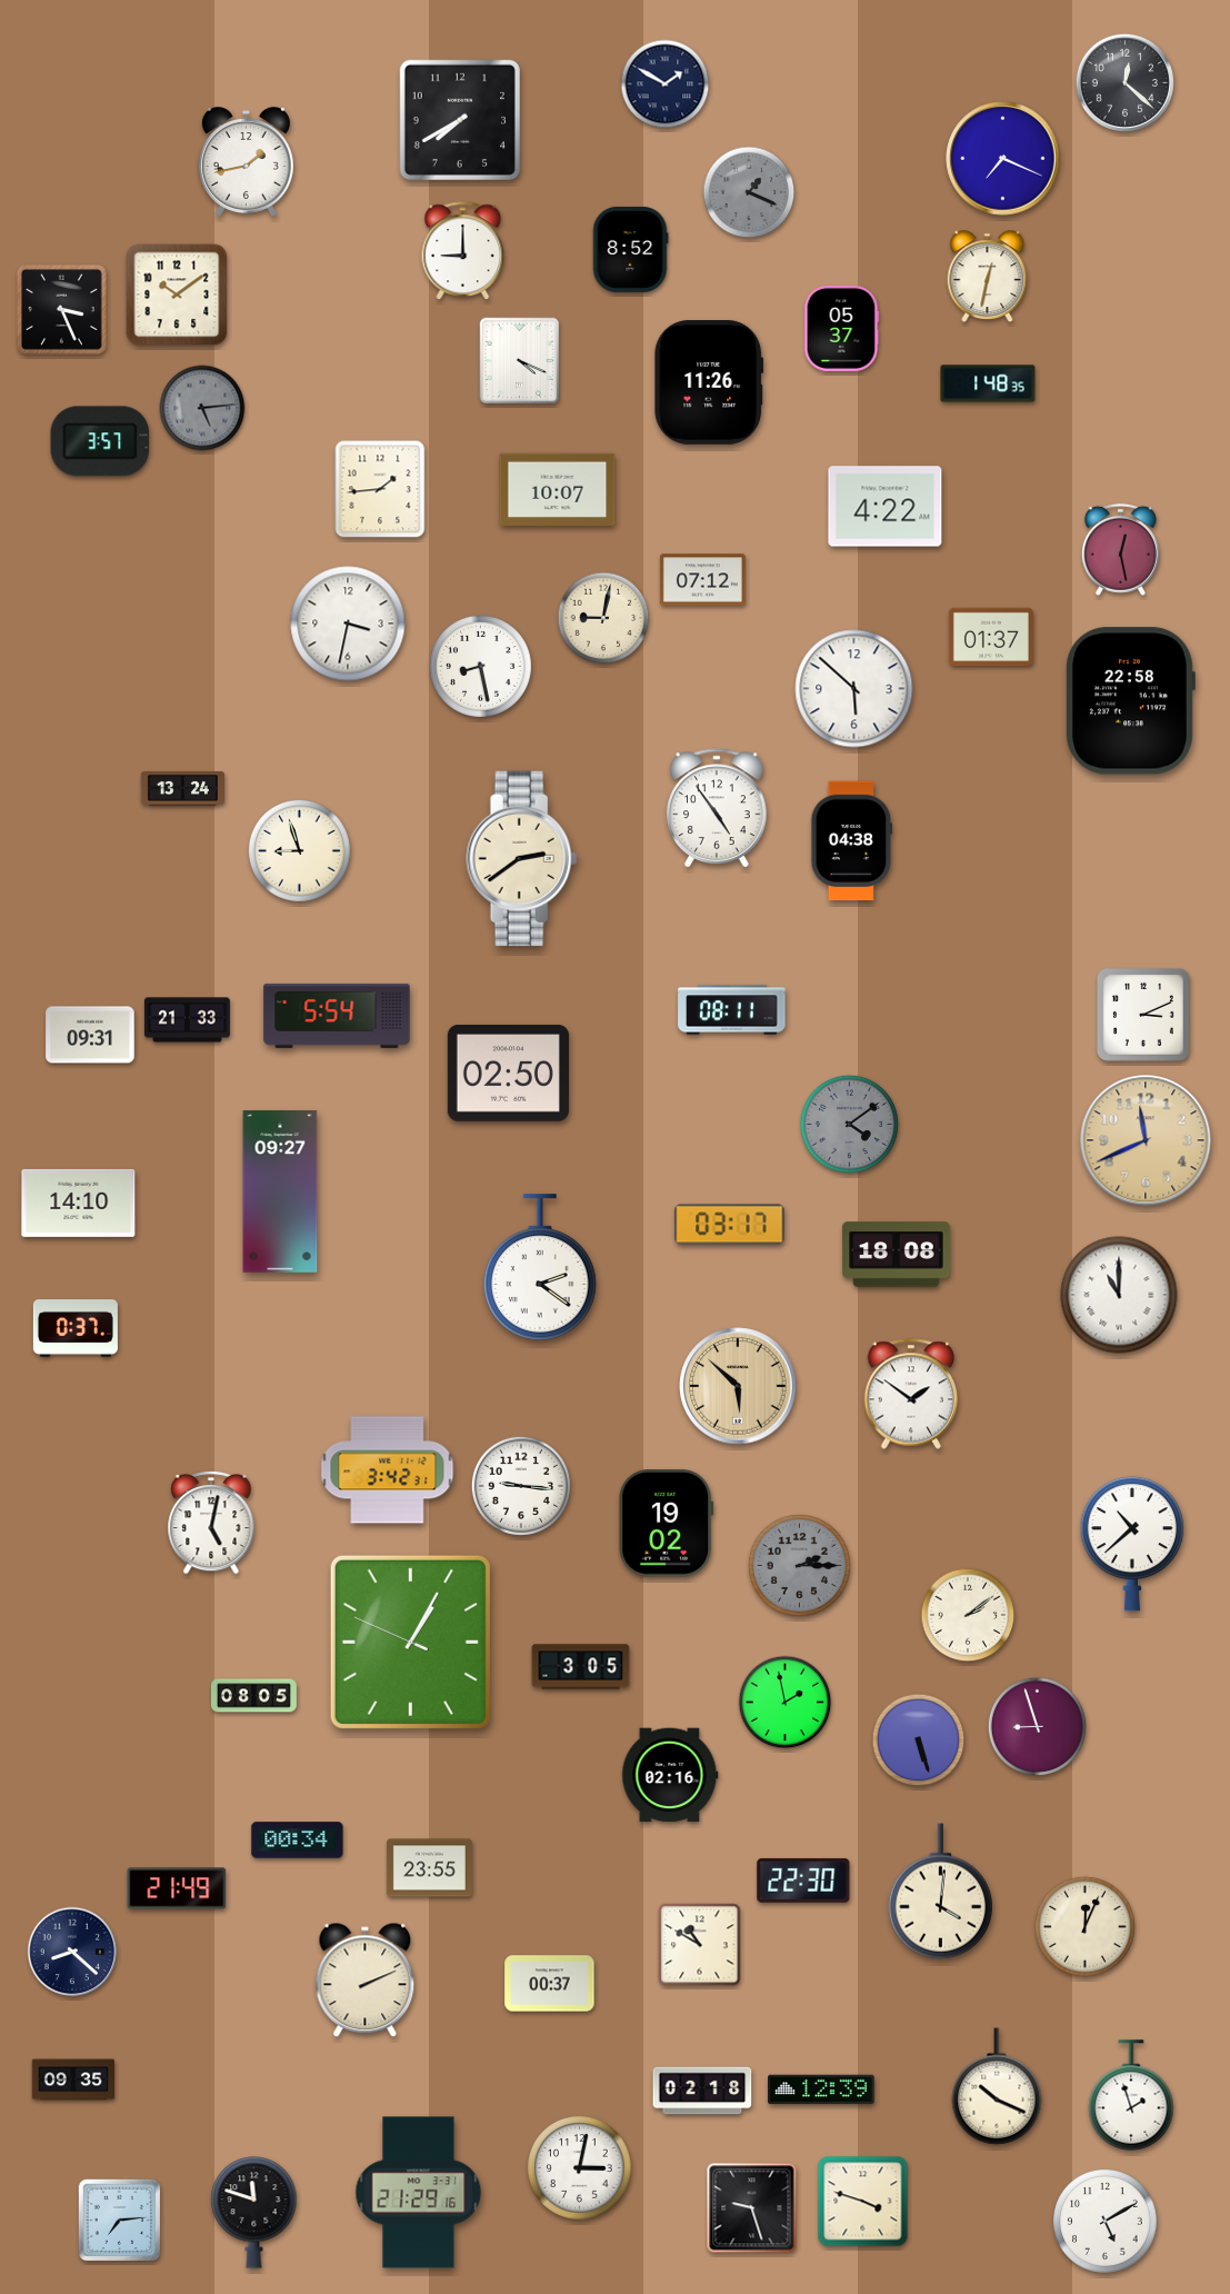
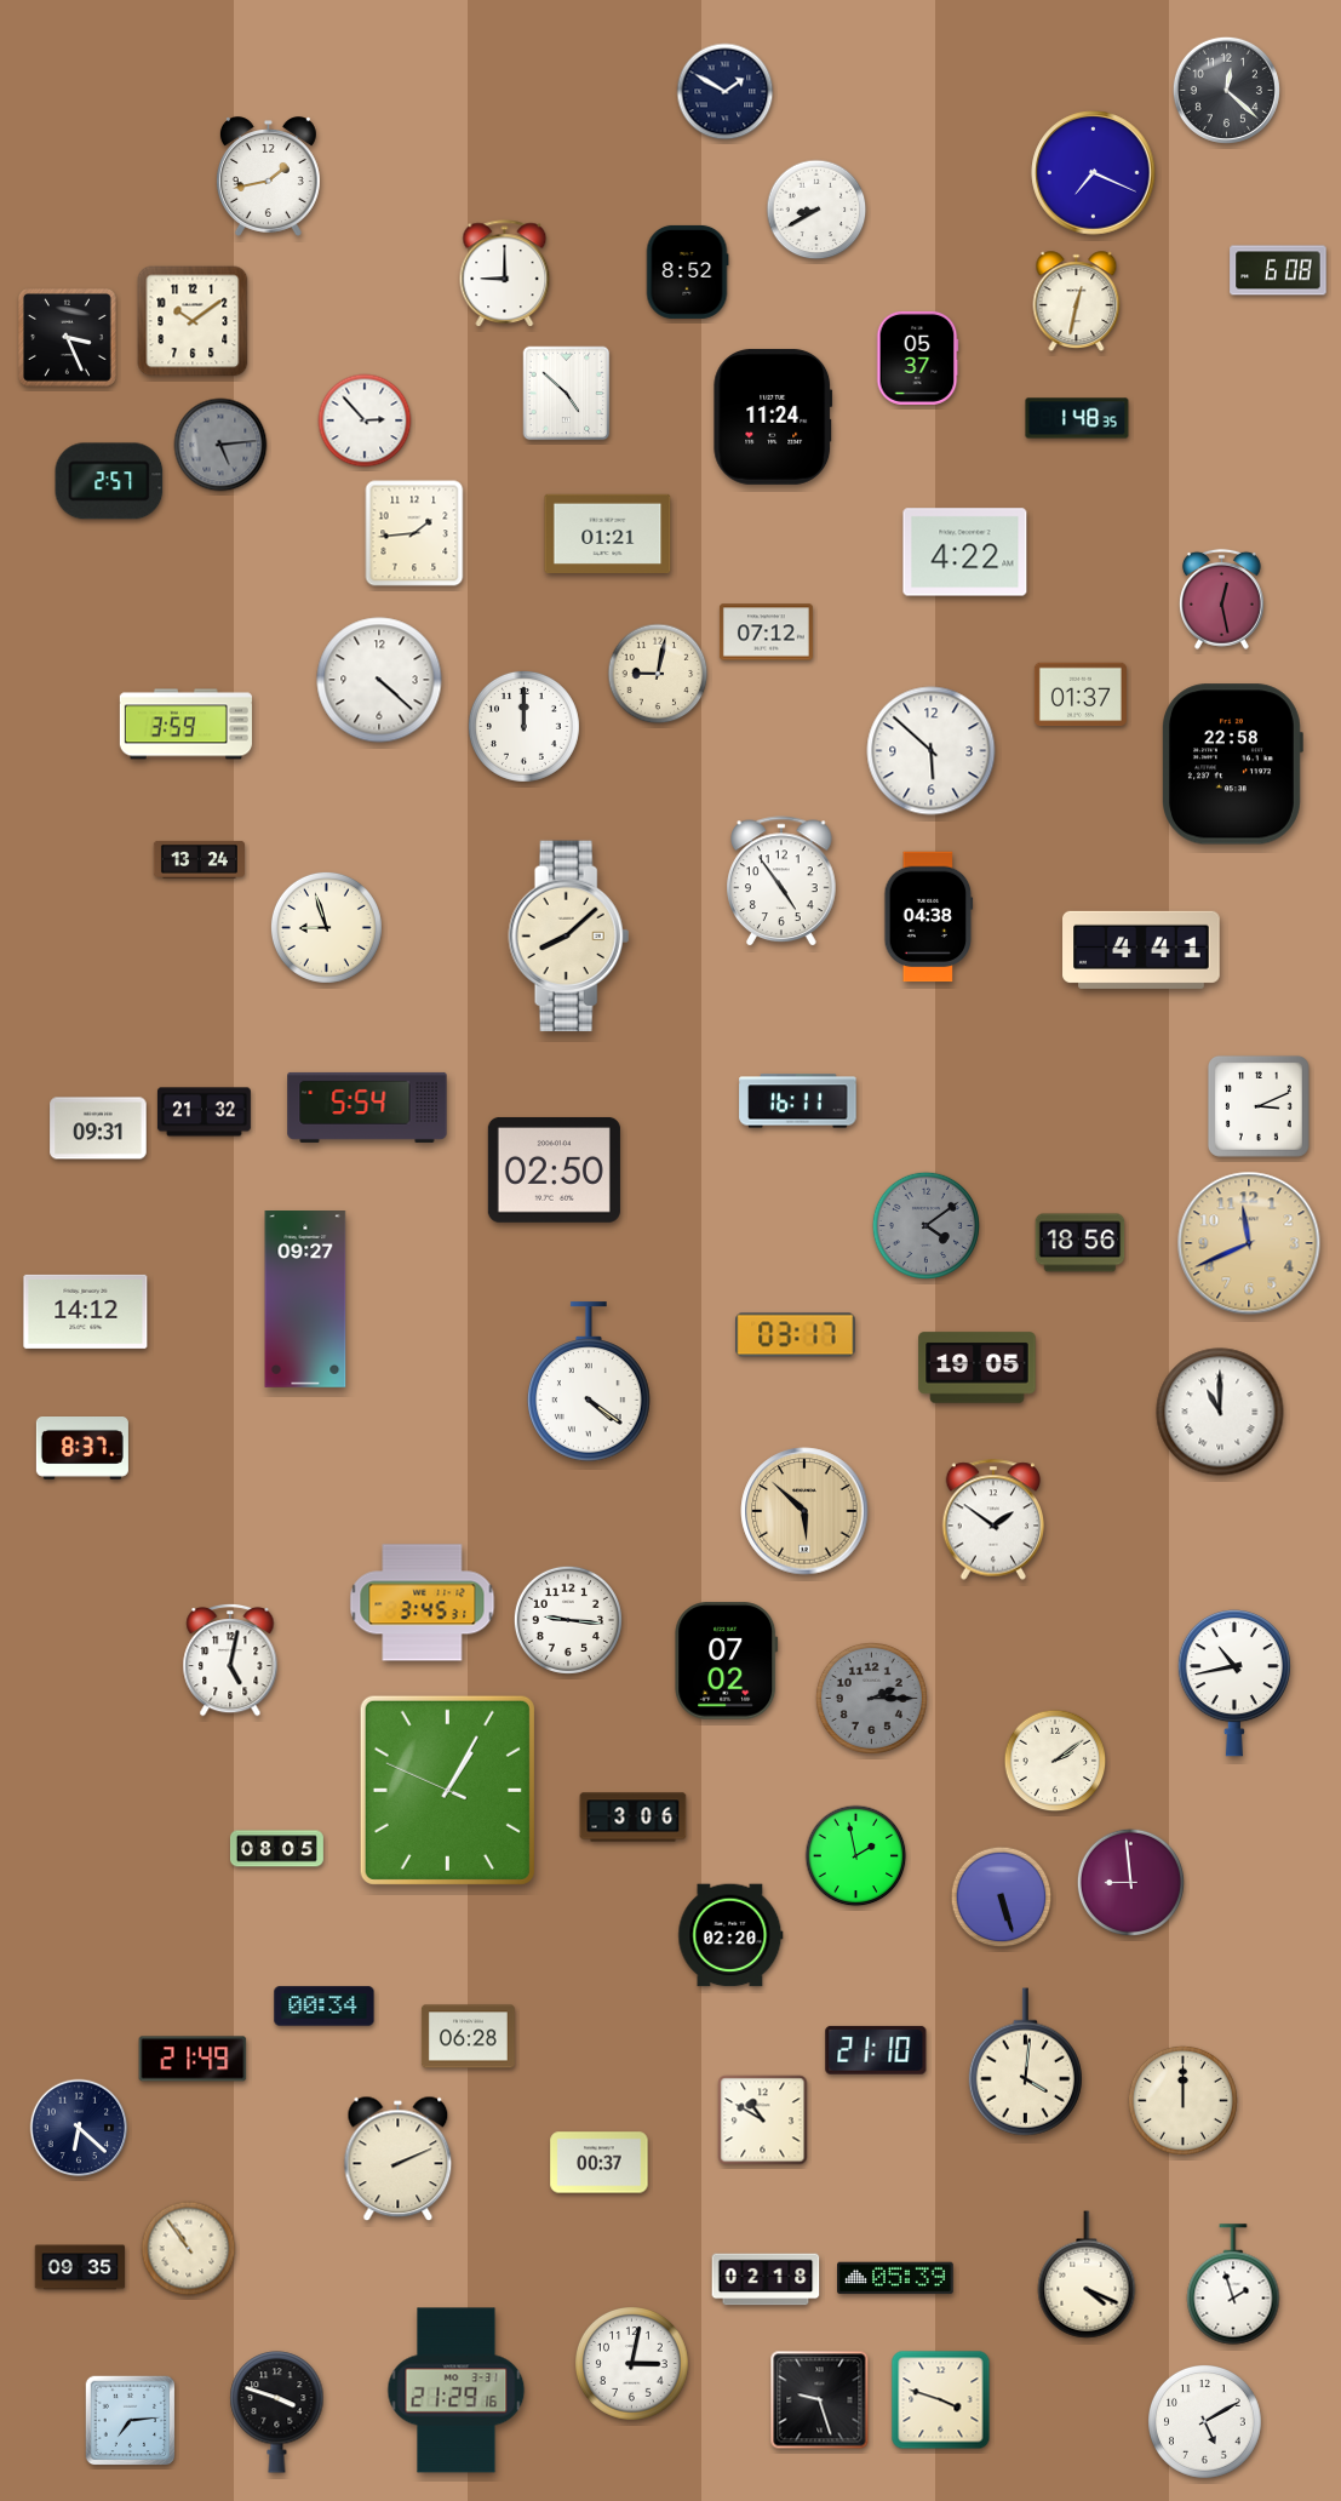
clock at (460, 120): 7:40 -> none
clock at (749, 192): 1:19 -> 8:40
clock at (749, 192) dial: grey -> white
clock at (1278, 270): none -> 6:08
clock at (520, 361): 4:19 -> 4:52
clock at (709, 382): 11:26 -> 11:24
clock at (365, 420): none -> 2:53
clock at (100, 441): 3:57 -> 2:57
clock at (558, 489): 10:07 -> 01:21
clock at (348, 624): 3:32 -> 4:22
clock at (185, 725): none -> 3:59
clock at (480, 666): 8:28 -> 12:00
clock at (522, 859): 2:39 -> 8:08
clock at (1141, 950): none -> 4:41
clock at (732, 1010): 08:11 -> 16:11
clock at (1143, 1015) position: (1143, 1015) -> (1259, 1106)
clock at (187, 1020): 21:33 -> 21:32
clock at (1081, 1243): none -> 18:56
clock at (79, 1203): 14:10 -> 14:12
clock at (897, 1255): 18:08 -> 19:05
clock at (540, 1267): 2:21 -> 4:21
clock at (76, 1329): 0:37 -> 8:37
clock at (388, 1470): 3:42 -> 3:45
clock at (667, 1524): 19:02 -> 07:02
clock at (1132, 1545): 10:38 -> 10:43
clock at (799, 1565) position: (799, 1565) -> (871, 1698)
clock at (581, 1667): 3:05 -> 3:06
clock at (1037, 1726): 8:57 -> 8:59
clock at (670, 1775): 02:16 -> 02:20
clock at (429, 1868): 23:55 -> 06:28
clock at (803, 1881): 22:30 -> 21:10
clock at (1084, 1926): 12:04 -> 12:00
clock at (72, 1952): 8:22 -> 6:22
clock at (189, 2249): none -> 10:54
clock at (997, 2086): 10:19 -> 4:19
clock at (821, 2089): 12:39 -> 05:39
clock at (752, 2208) position: (752, 2208) -> (820, 2400)
clock at (254, 2213): 11:48 -> 3:48
